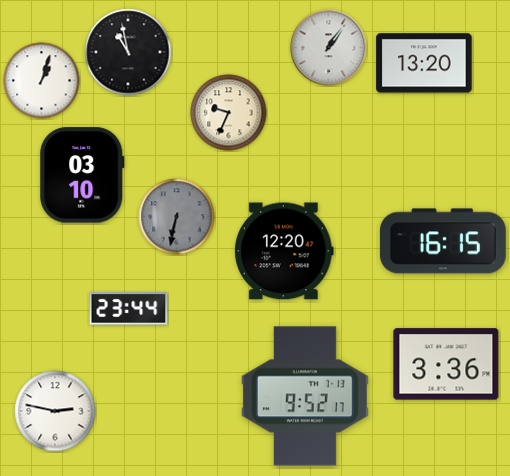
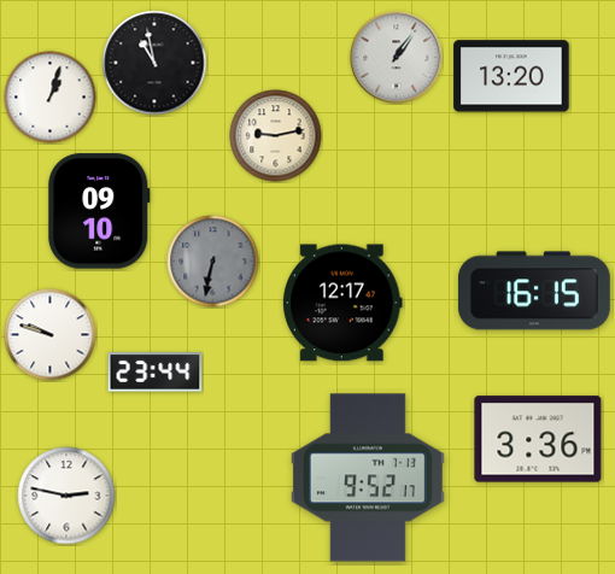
clock at (229, 113): 9:34 -> 9:13
clock at (82, 175): 03:10 -> 09:10
clock at (284, 251): 12:20 -> 12:17
clock at (51, 335): none -> 9:48
